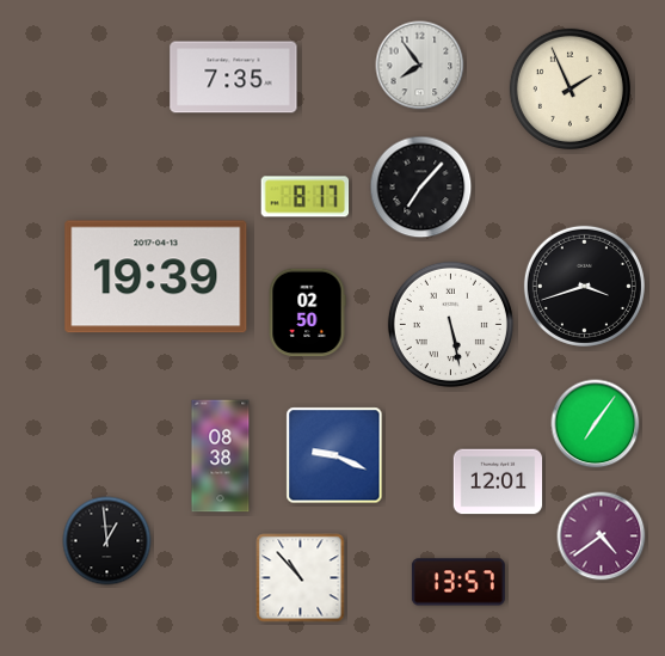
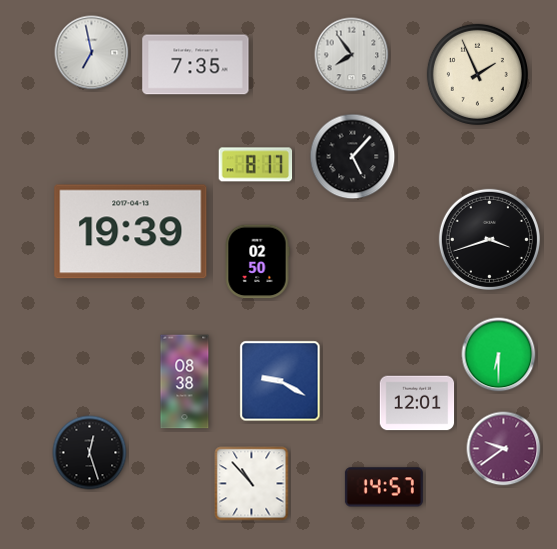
clock at (92, 53): none -> 6:58
clock at (421, 188): 7:07 -> 5:07
clock at (450, 324): 5:28 -> none
clock at (596, 424): 7:06 -> 6:30
clock at (334, 455): 9:19 -> 9:20
clock at (602, 537): 4:39 -> 9:39
clock at (107, 541): 12:59 -> 12:27
clock at (458, 582): 13:57 -> 14:57
